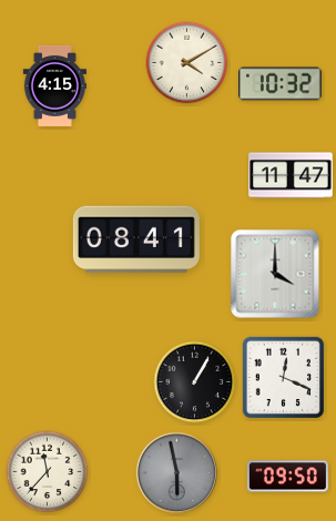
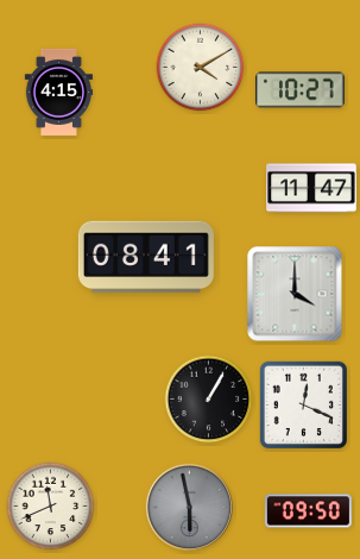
clock at (281, 84): 10:32 -> 10:27
clock at (195, 382) position: (195, 382) -> (209, 400)
clock at (48, 472): 11:37 -> 11:41
